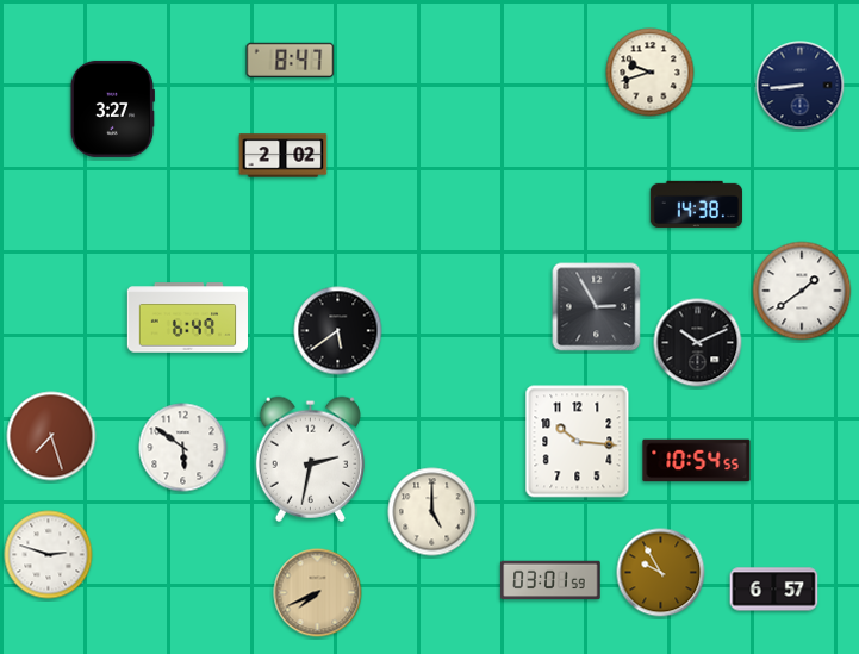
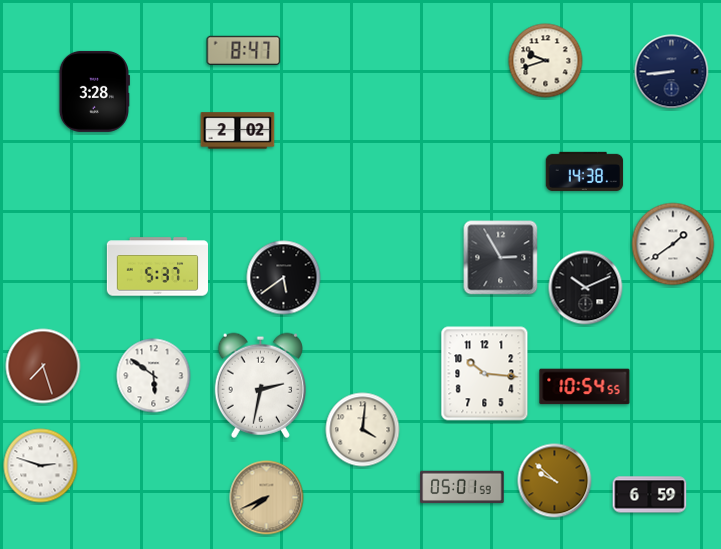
clock at (112, 108): 3:27 -> 3:28
clock at (187, 318): 6:49 -> 5:37
clock at (578, 442) position: (578, 442) -> (485, 374)
clock at (432, 512): 5:00 -> 4:01
clock at (661, 573): 9:55 -> 9:52
clock at (550, 580): 03:01 -> 05:01
clock at (774, 590): 6:57 -> 6:59
